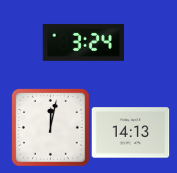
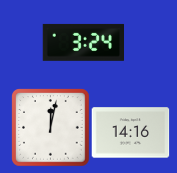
clock at (130, 133): 14:13 -> 14:16
